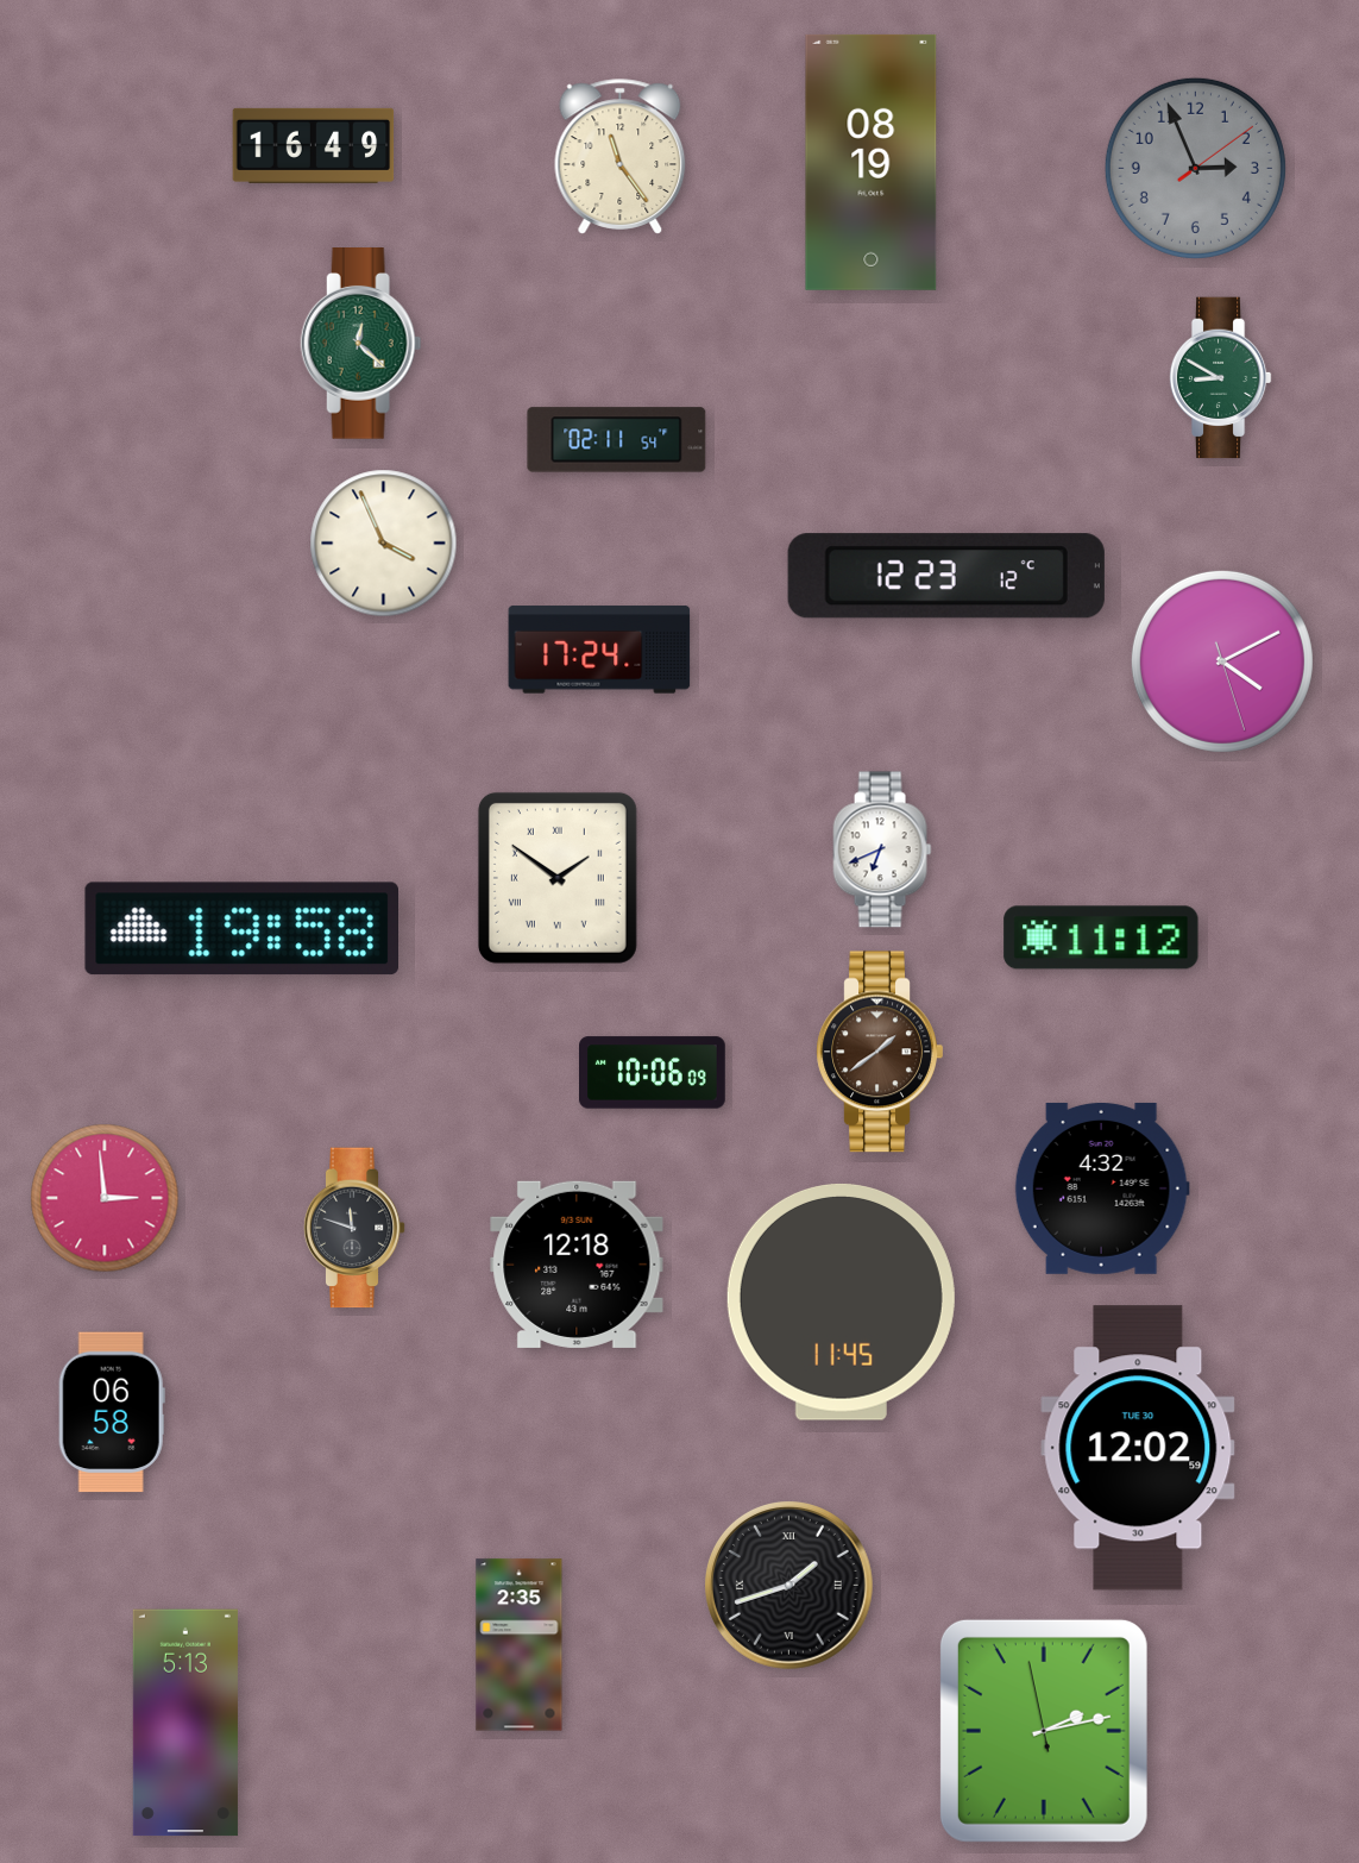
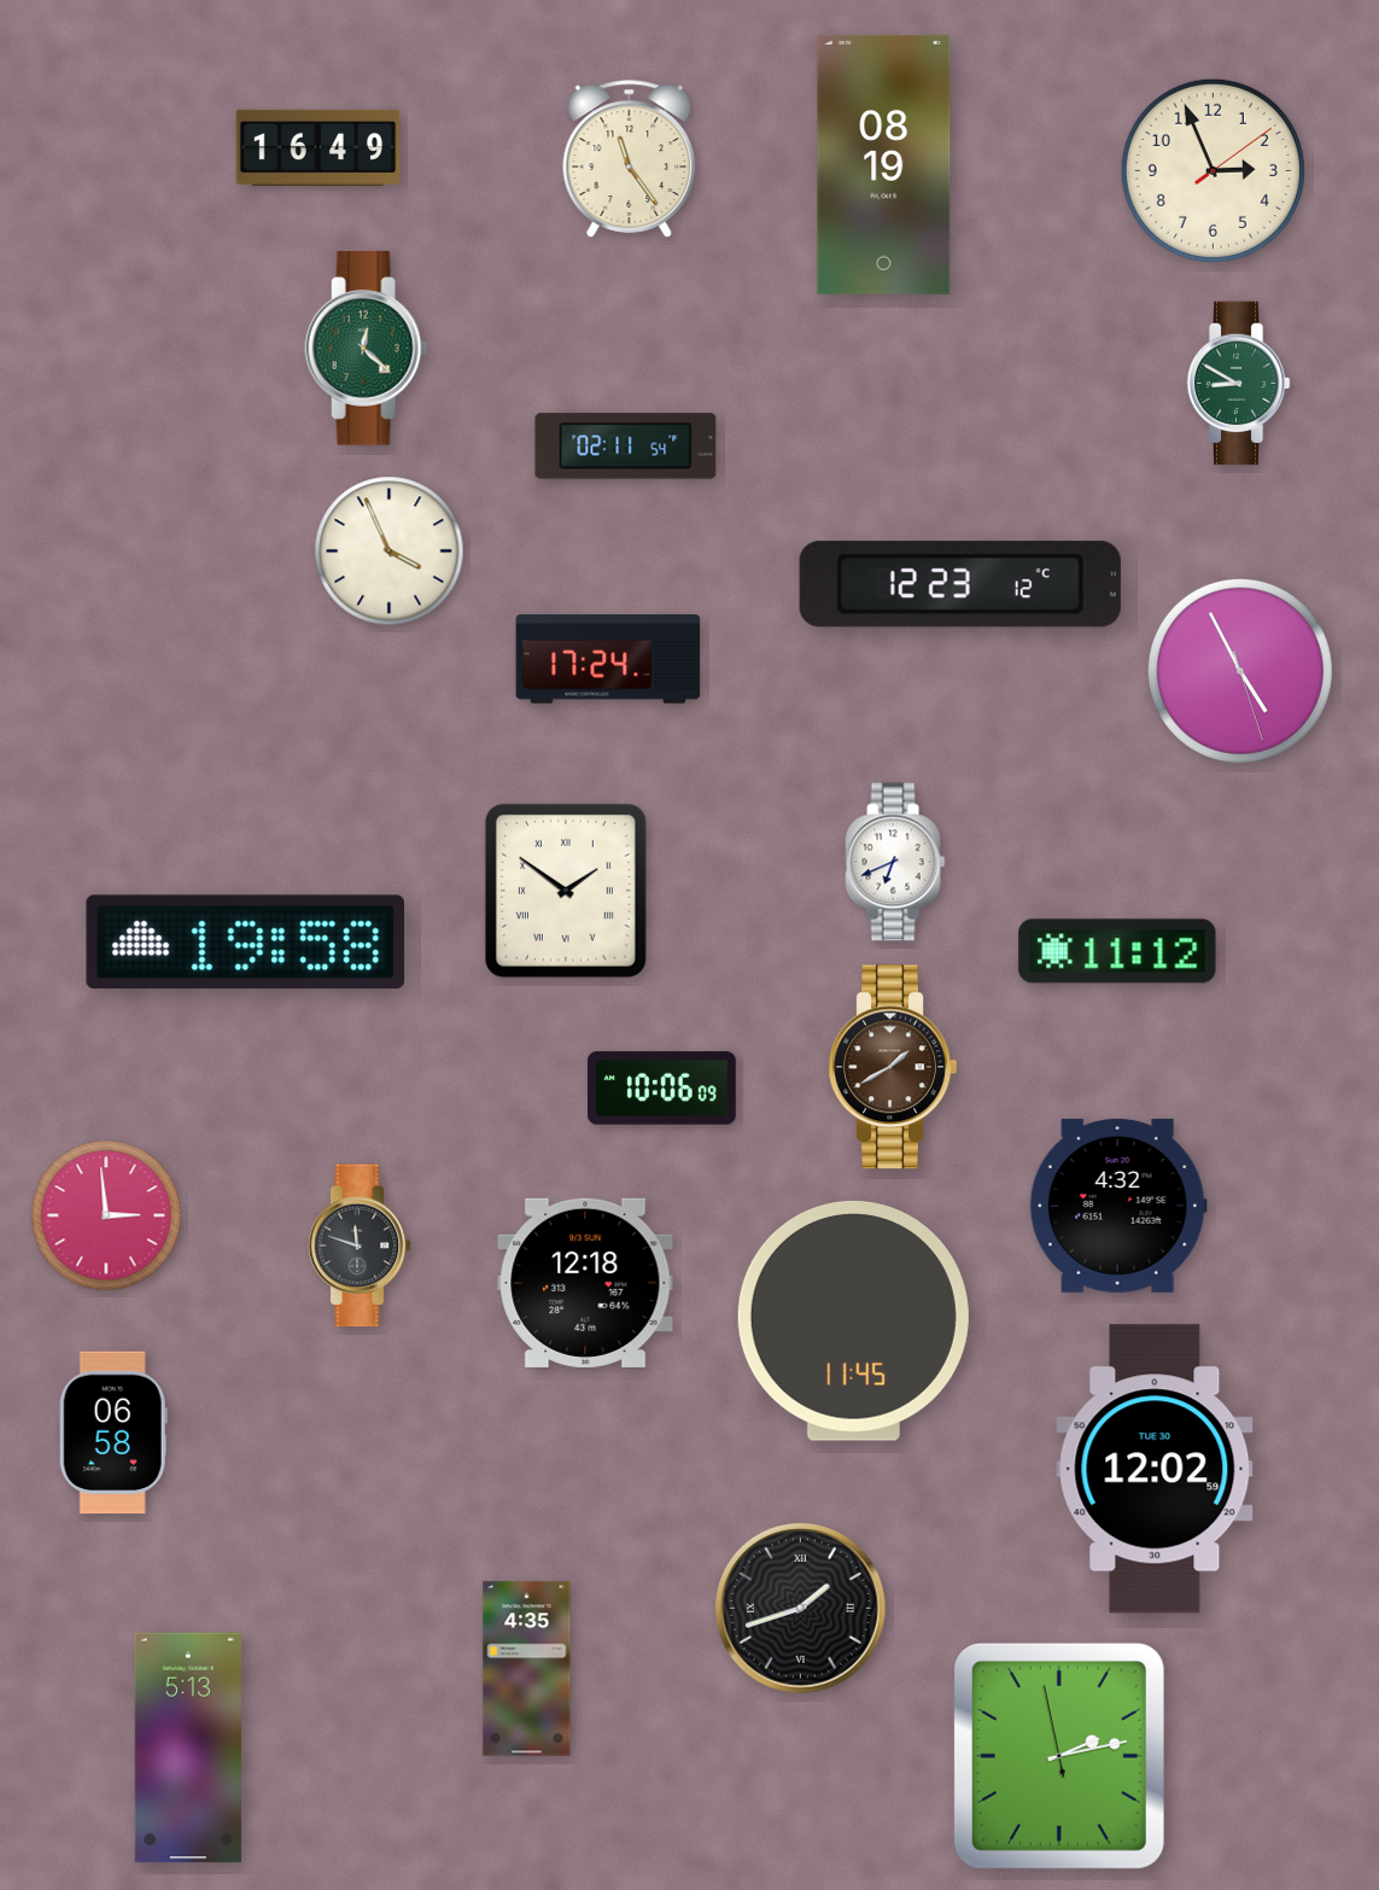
clock at (1195, 168) dial: grey -> cream
clock at (1222, 661): 4:10 -> 4:55
clock at (880, 1052): 1:39 -> 1:40
clock at (520, 1645): 2:35 -> 4:35
